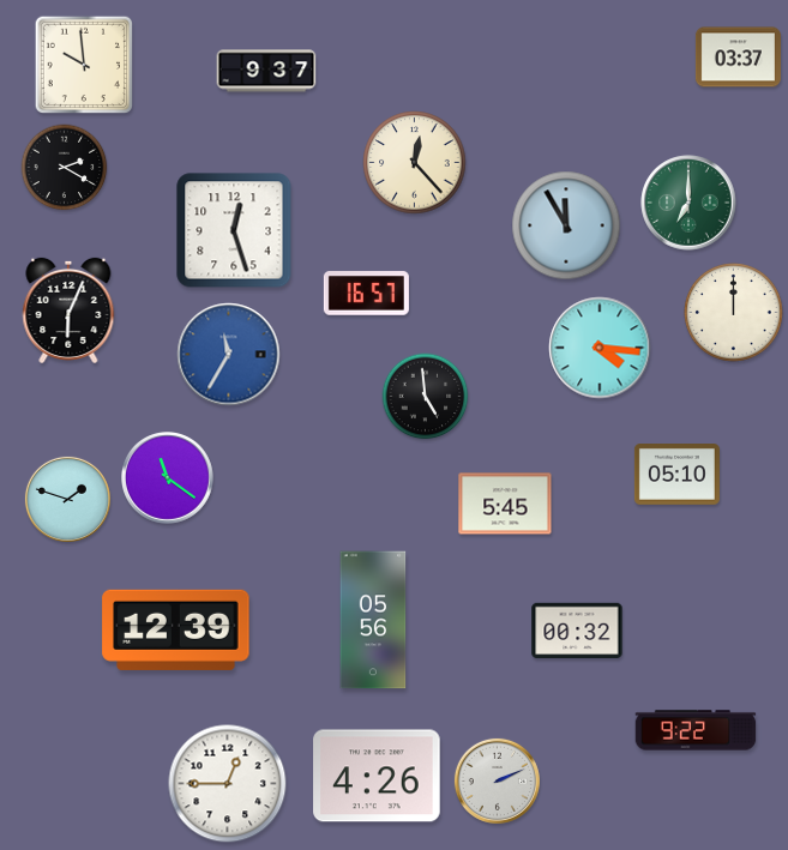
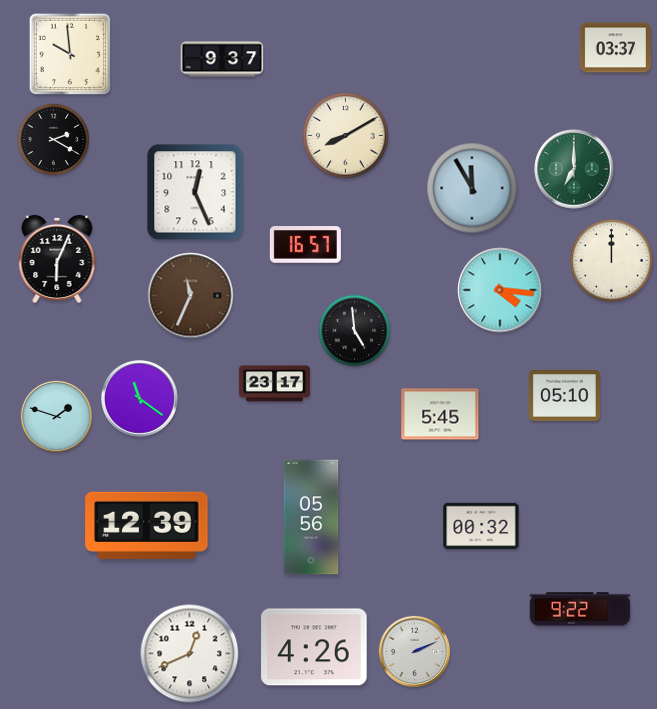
clock at (415, 163): 12:23 -> 8:10
clock at (234, 230): 12:27 -> 12:26
clock at (229, 355): 11:35 -> 11:34
clock at (229, 355) dial: blue -> brown
clock at (274, 384): none -> 23:17
clock at (505, 504) position: (505, 504) -> (440, 414)
clock at (228, 784): 12:45 -> 12:41
